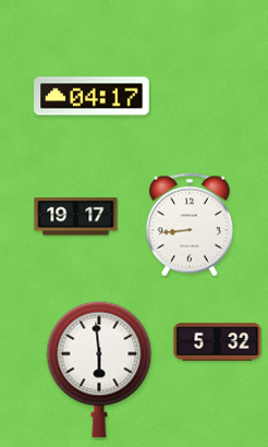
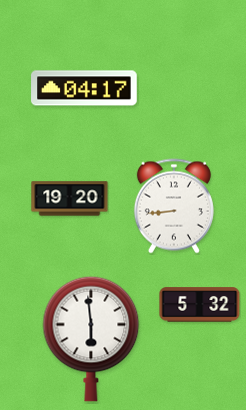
clock at (76, 217): 19:17 -> 19:20
clock at (218, 342) position: (218, 342) -> (200, 305)
